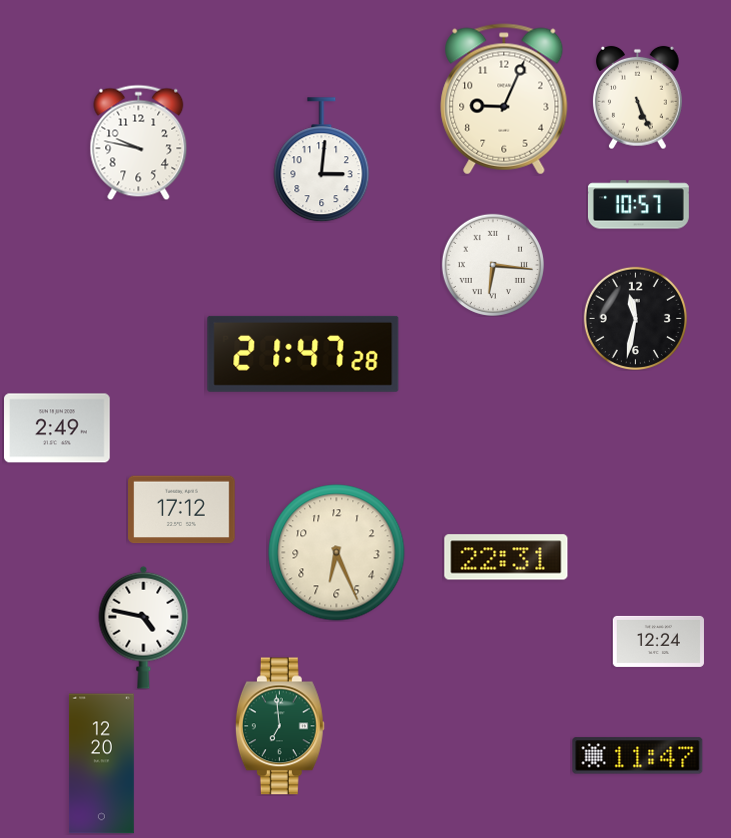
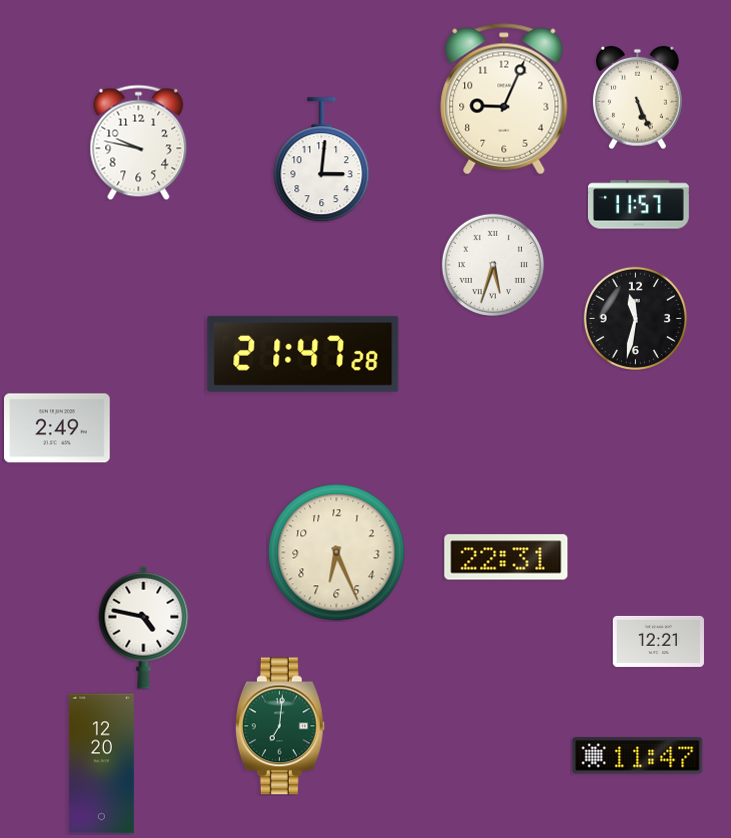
clock at (638, 205): 10:57 -> 11:57
clock at (493, 265): 6:16 -> 5:33
clock at (182, 510): 17:12 -> none
clock at (658, 641): 12:24 -> 12:21
clock at (280, 726): 6:59 -> 7:01
